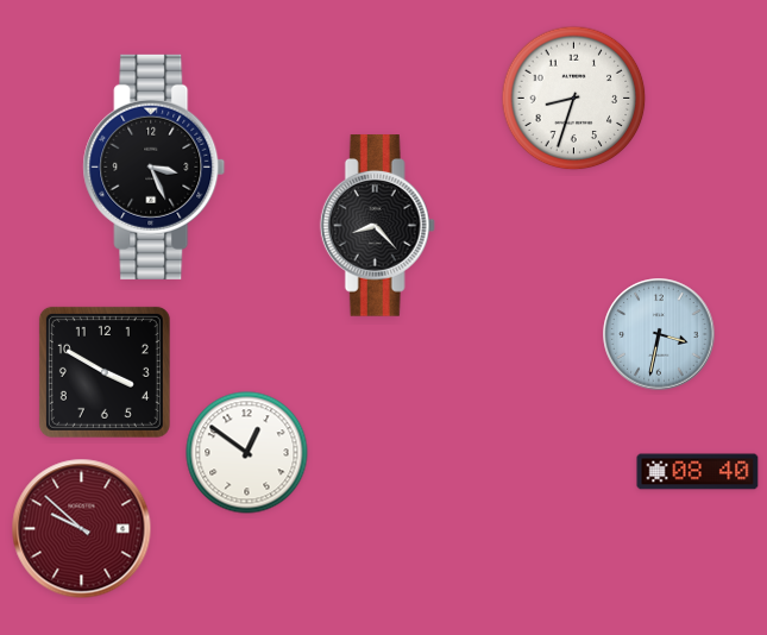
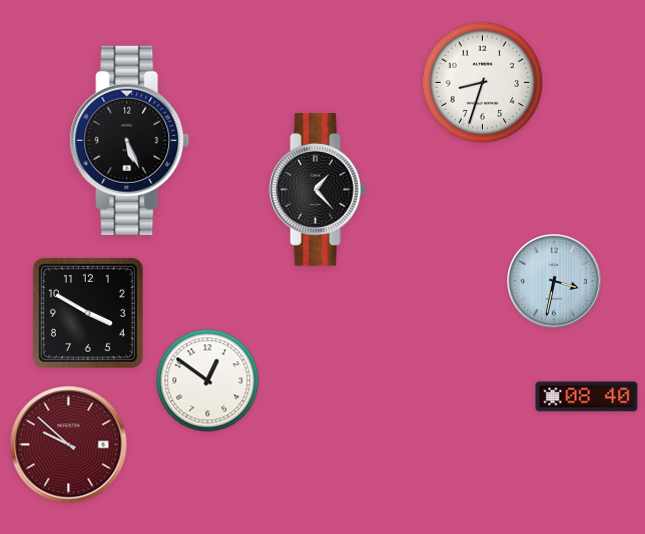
clock at (155, 166): 3:26 -> 5:26
clock at (377, 226): 8:23 -> 1:23
